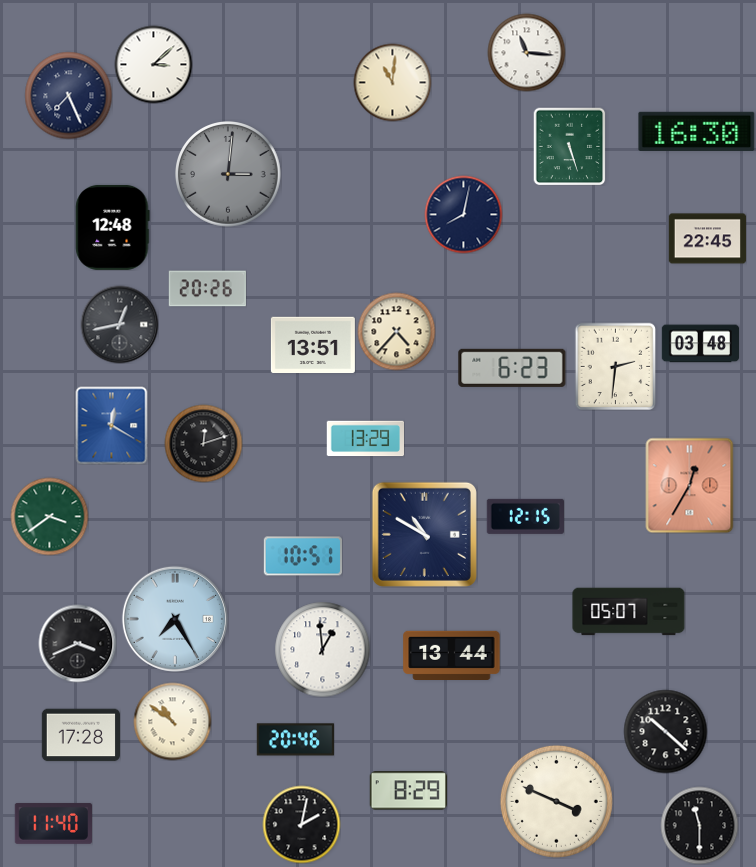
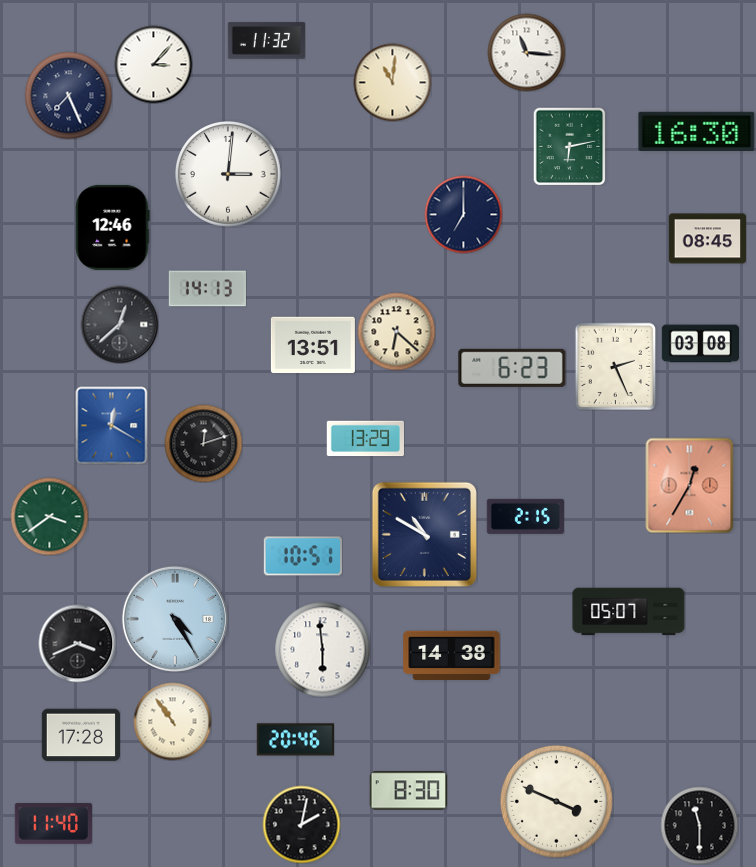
clock at (266, 41): none -> 11:32
clock at (153, 64): 3:08 -> 3:07
clock at (570, 146): 5:27 -> 6:13
clock at (229, 175) dial: grey -> white
clock at (463, 214): 8:02 -> 7:00
clock at (113, 227): 12:48 -> 12:46
clock at (707, 239): 22:45 -> 08:45
clock at (207, 289): 20:26 -> 14:13
clock at (119, 324): 12:43 -> 12:38
clock at (396, 331): 4:37 -> 6:22
clock at (700, 344): 03:48 -> 03:08
clock at (616, 366): 2:31 -> 2:26
clock at (525, 516): 12:15 -> 2:15
clock at (175, 619): 7:25 -> 4:25
clock at (322, 649): 12:59 -> 5:59
clock at (452, 655): 13:44 -> 14:38
clock at (172, 721): 10:51 -> 10:54
clock at (665, 731): 10:22 -> none
clock at (408, 791): 8:29 -> 8:30
